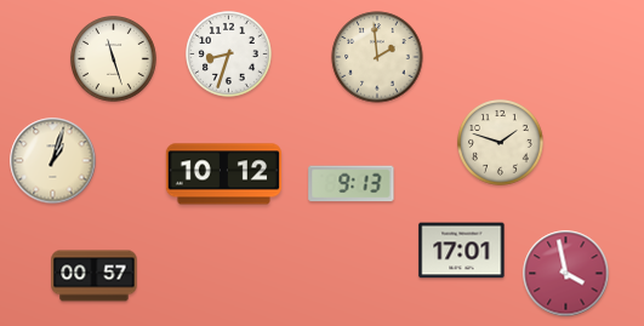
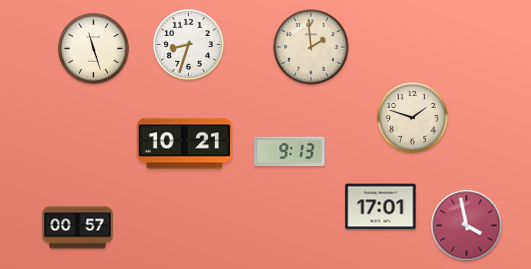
clock at (53, 161): 1:03 -> none
clock at (223, 175): 10:12 -> 10:21
